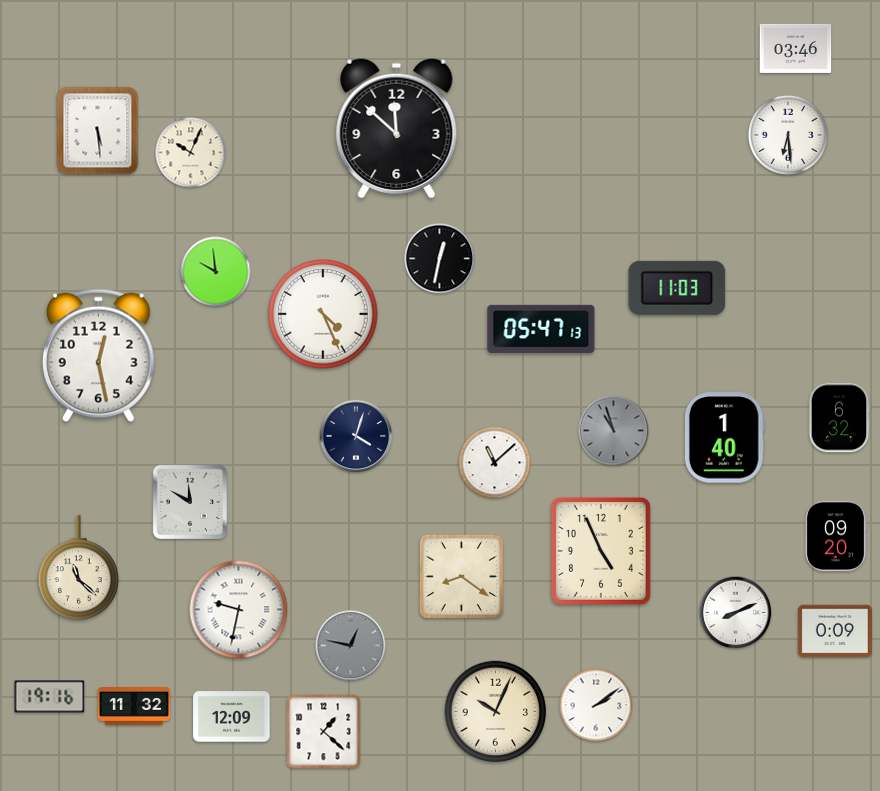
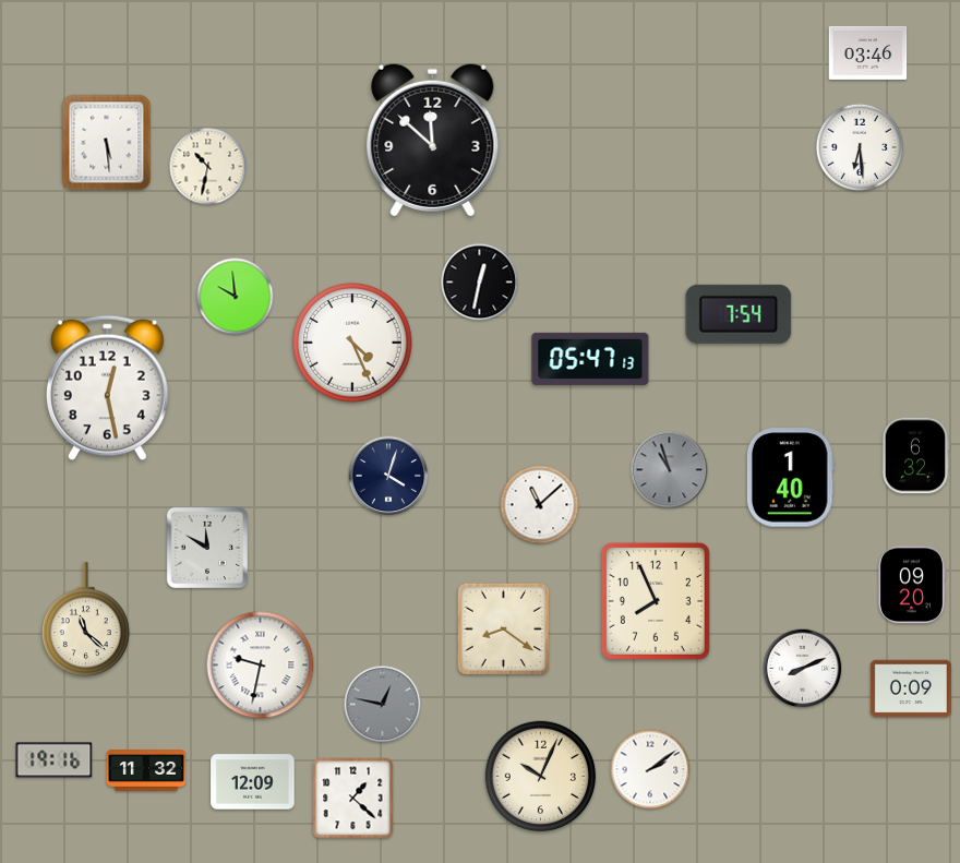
clock at (191, 153): 10:04 -> 10:32
clock at (677, 288): 11:03 -> 7:54
clock at (601, 551): 4:56 -> 7:56
